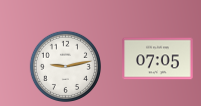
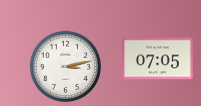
clock at (65, 66): 9:13 -> 3:13
